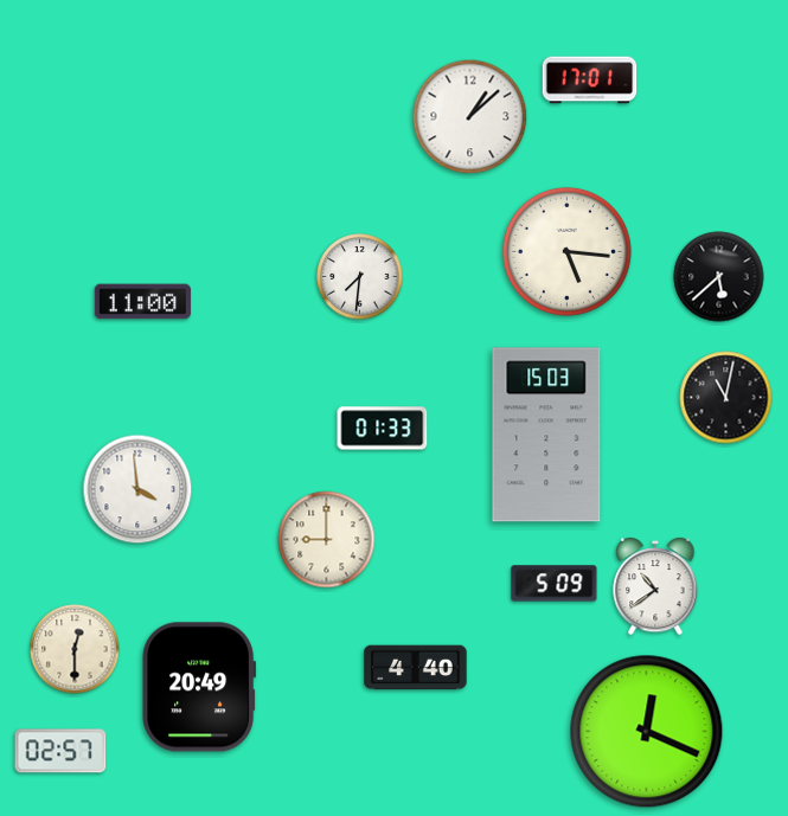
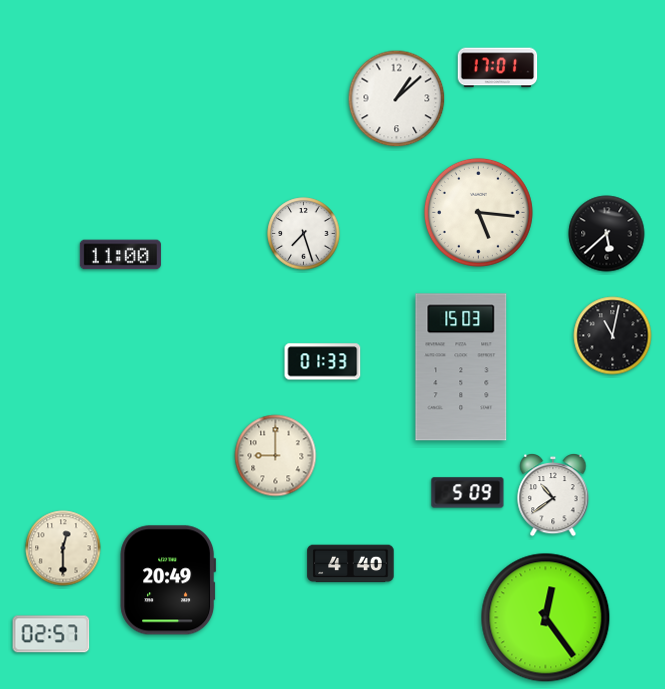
clock at (360, 277): 7:31 -> 7:27
clock at (137, 489): 3:59 -> none
clock at (647, 732): 12:19 -> 12:24
